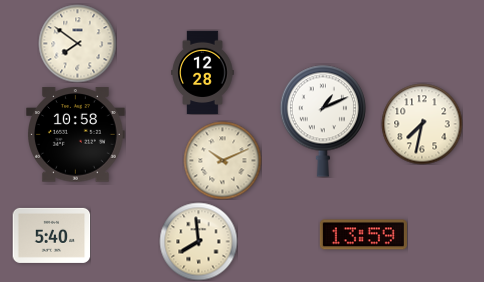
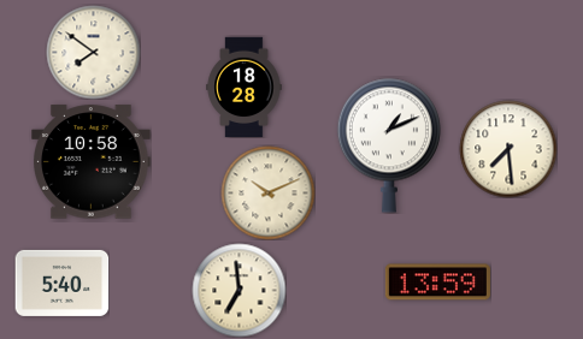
clock at (203, 72): 12:28 -> 18:28
clock at (422, 124): 7:32 -> 7:29
clock at (198, 241): 7:59 -> 6:59
